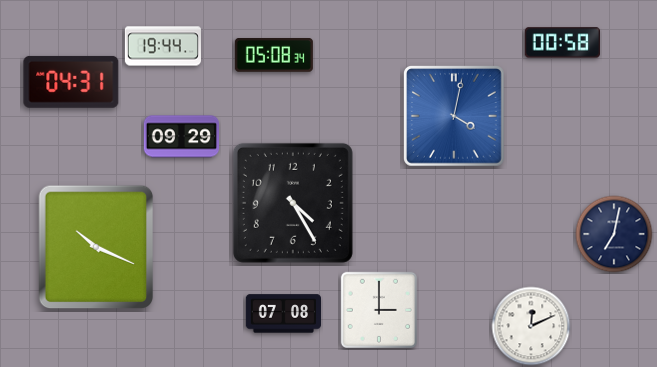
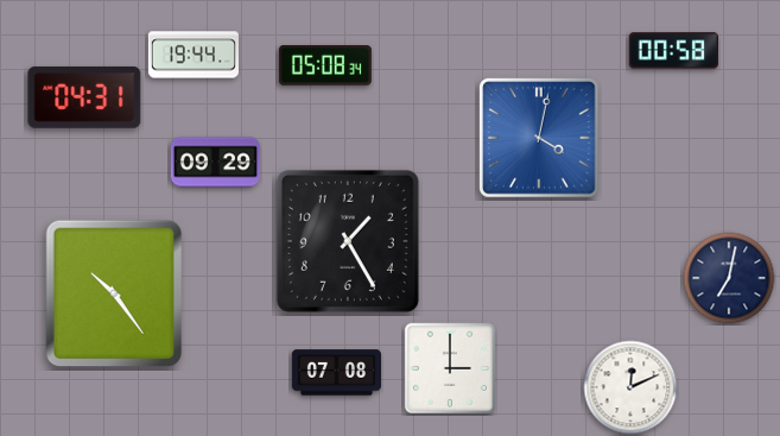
clock at (562, 43) position: (562, 43) -> (673, 51)
clock at (293, 203): 4:25 -> 1:25
clock at (96, 247): 10:19 -> 10:24
